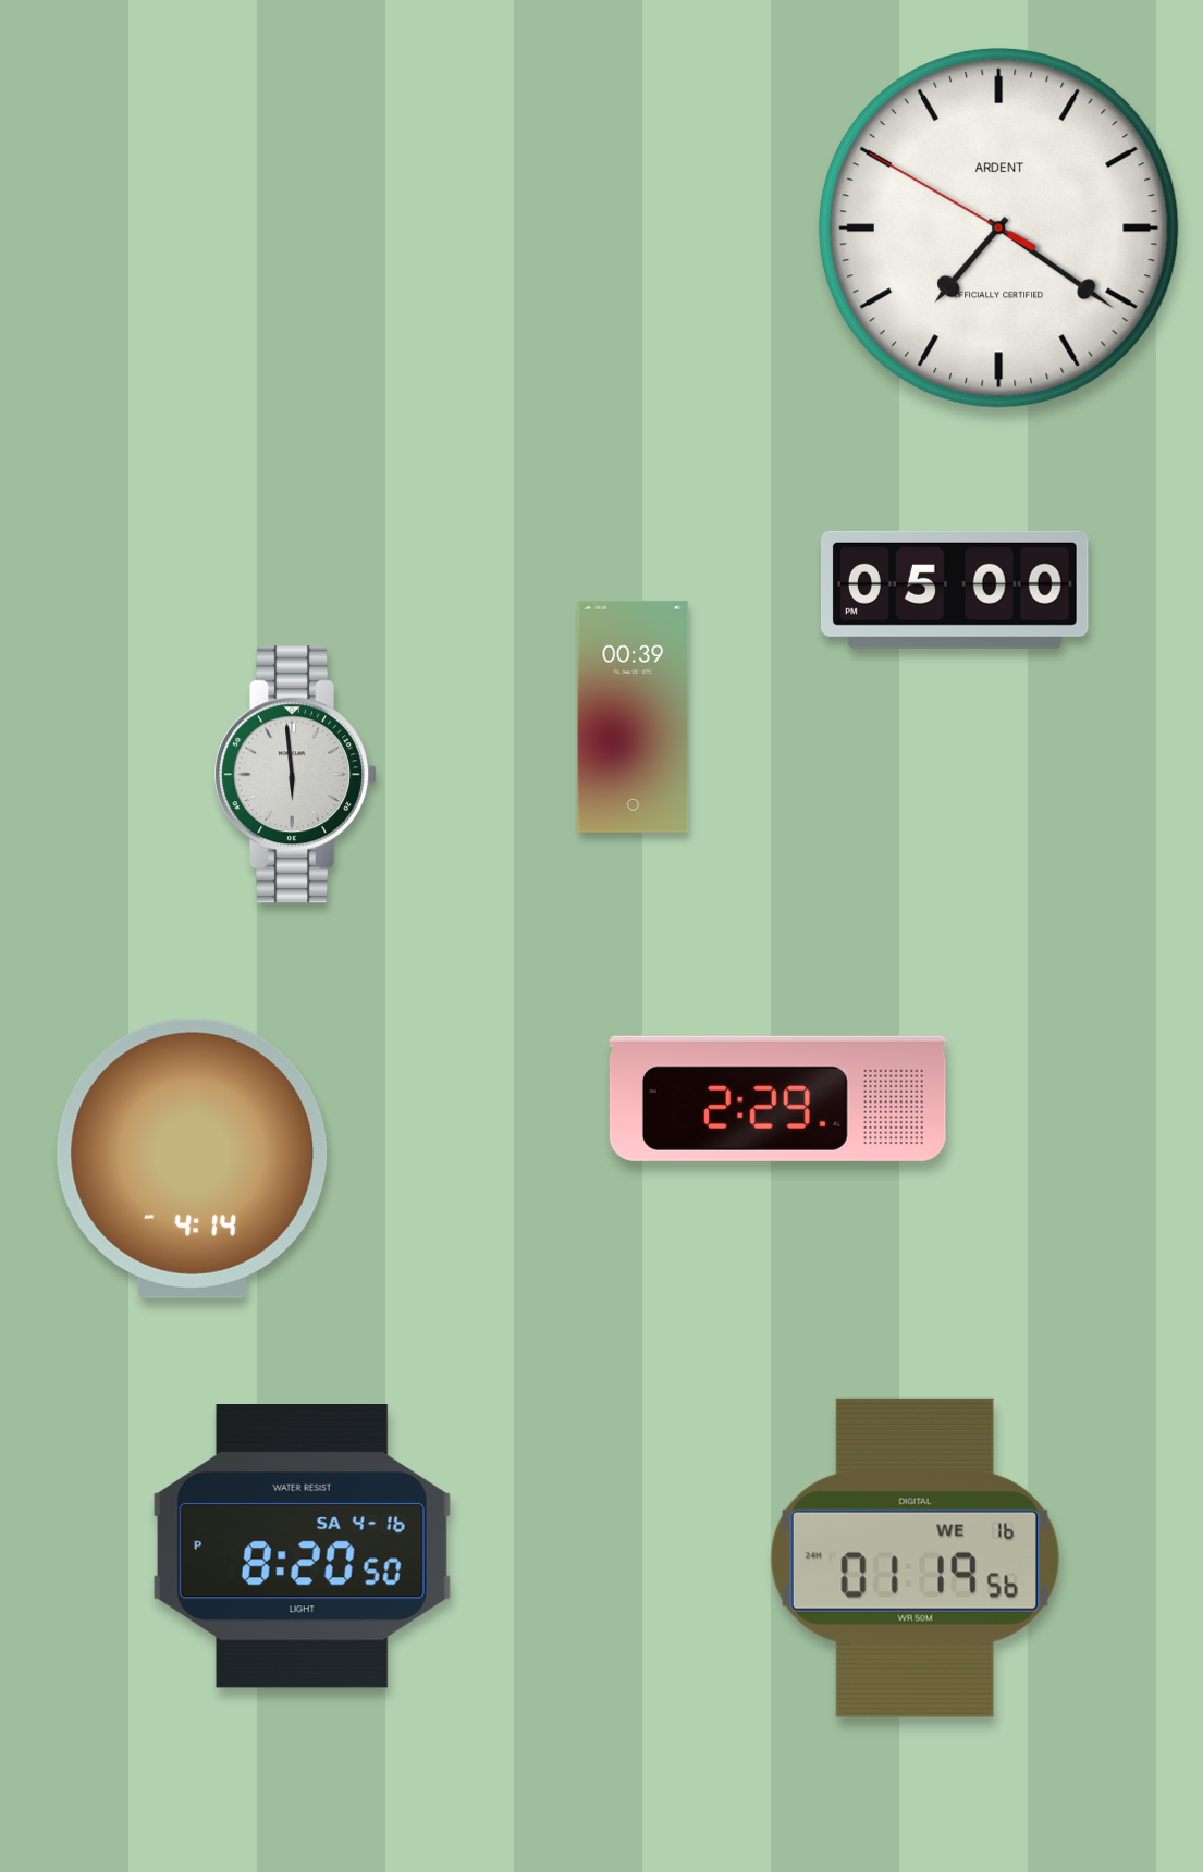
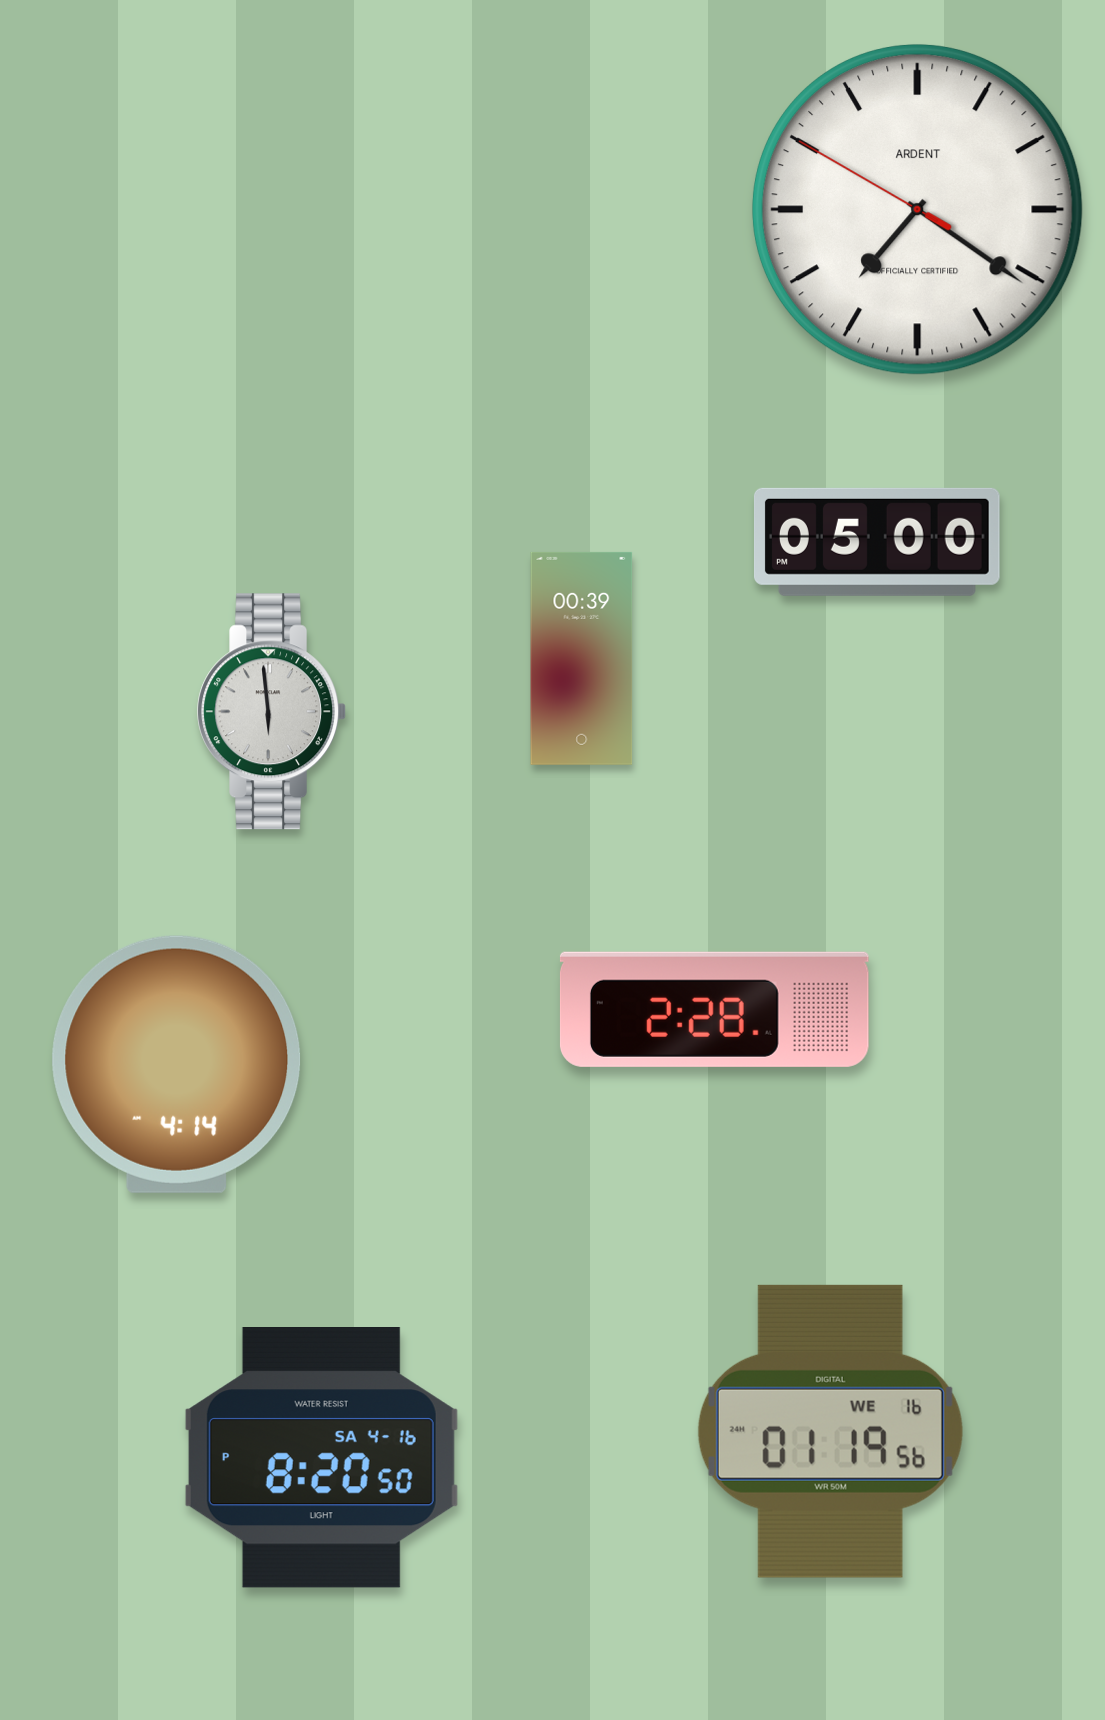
clock at (777, 1098): 2:29 -> 2:28
clock at (302, 1547) position: (302, 1547) -> (321, 1458)
clock at (914, 1557) position: (914, 1557) -> (830, 1431)
